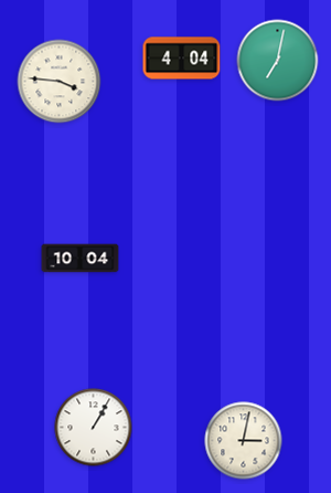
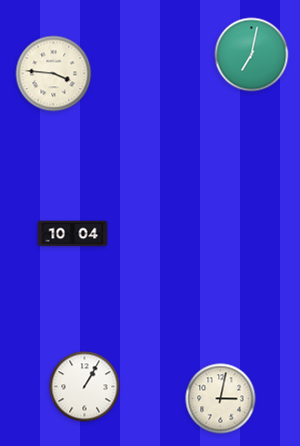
clock at (182, 59): 4:04 -> none
